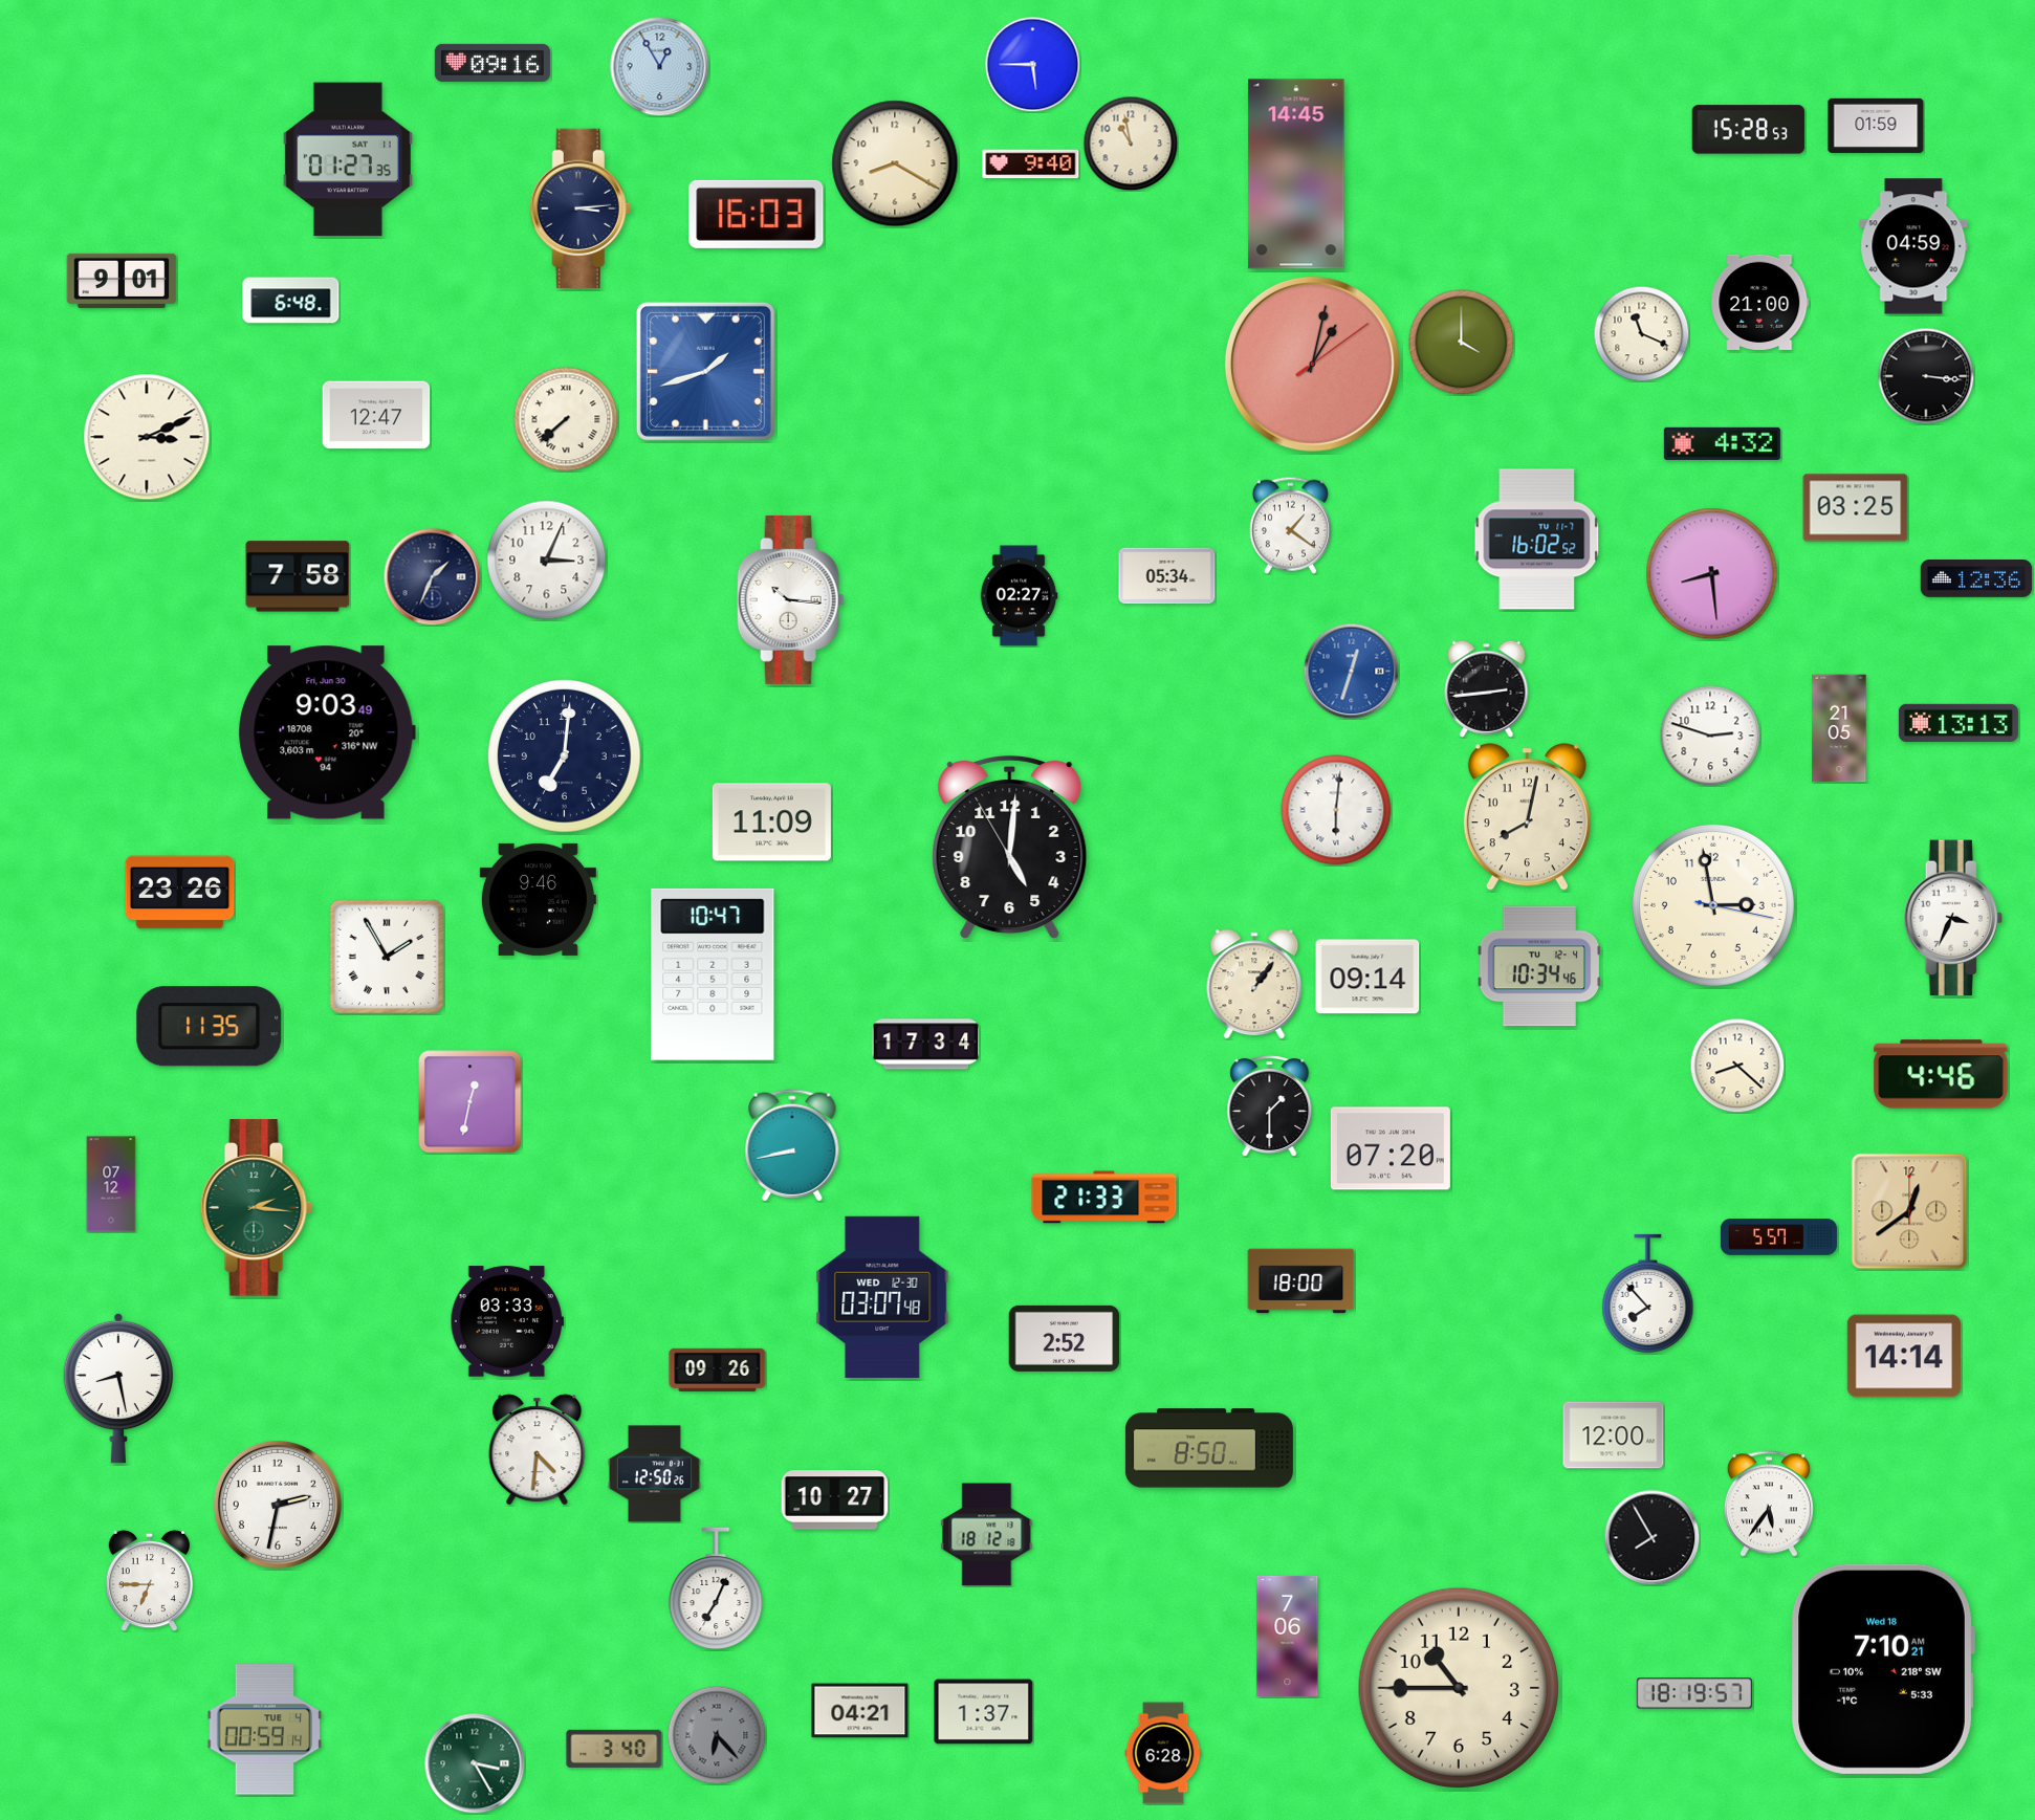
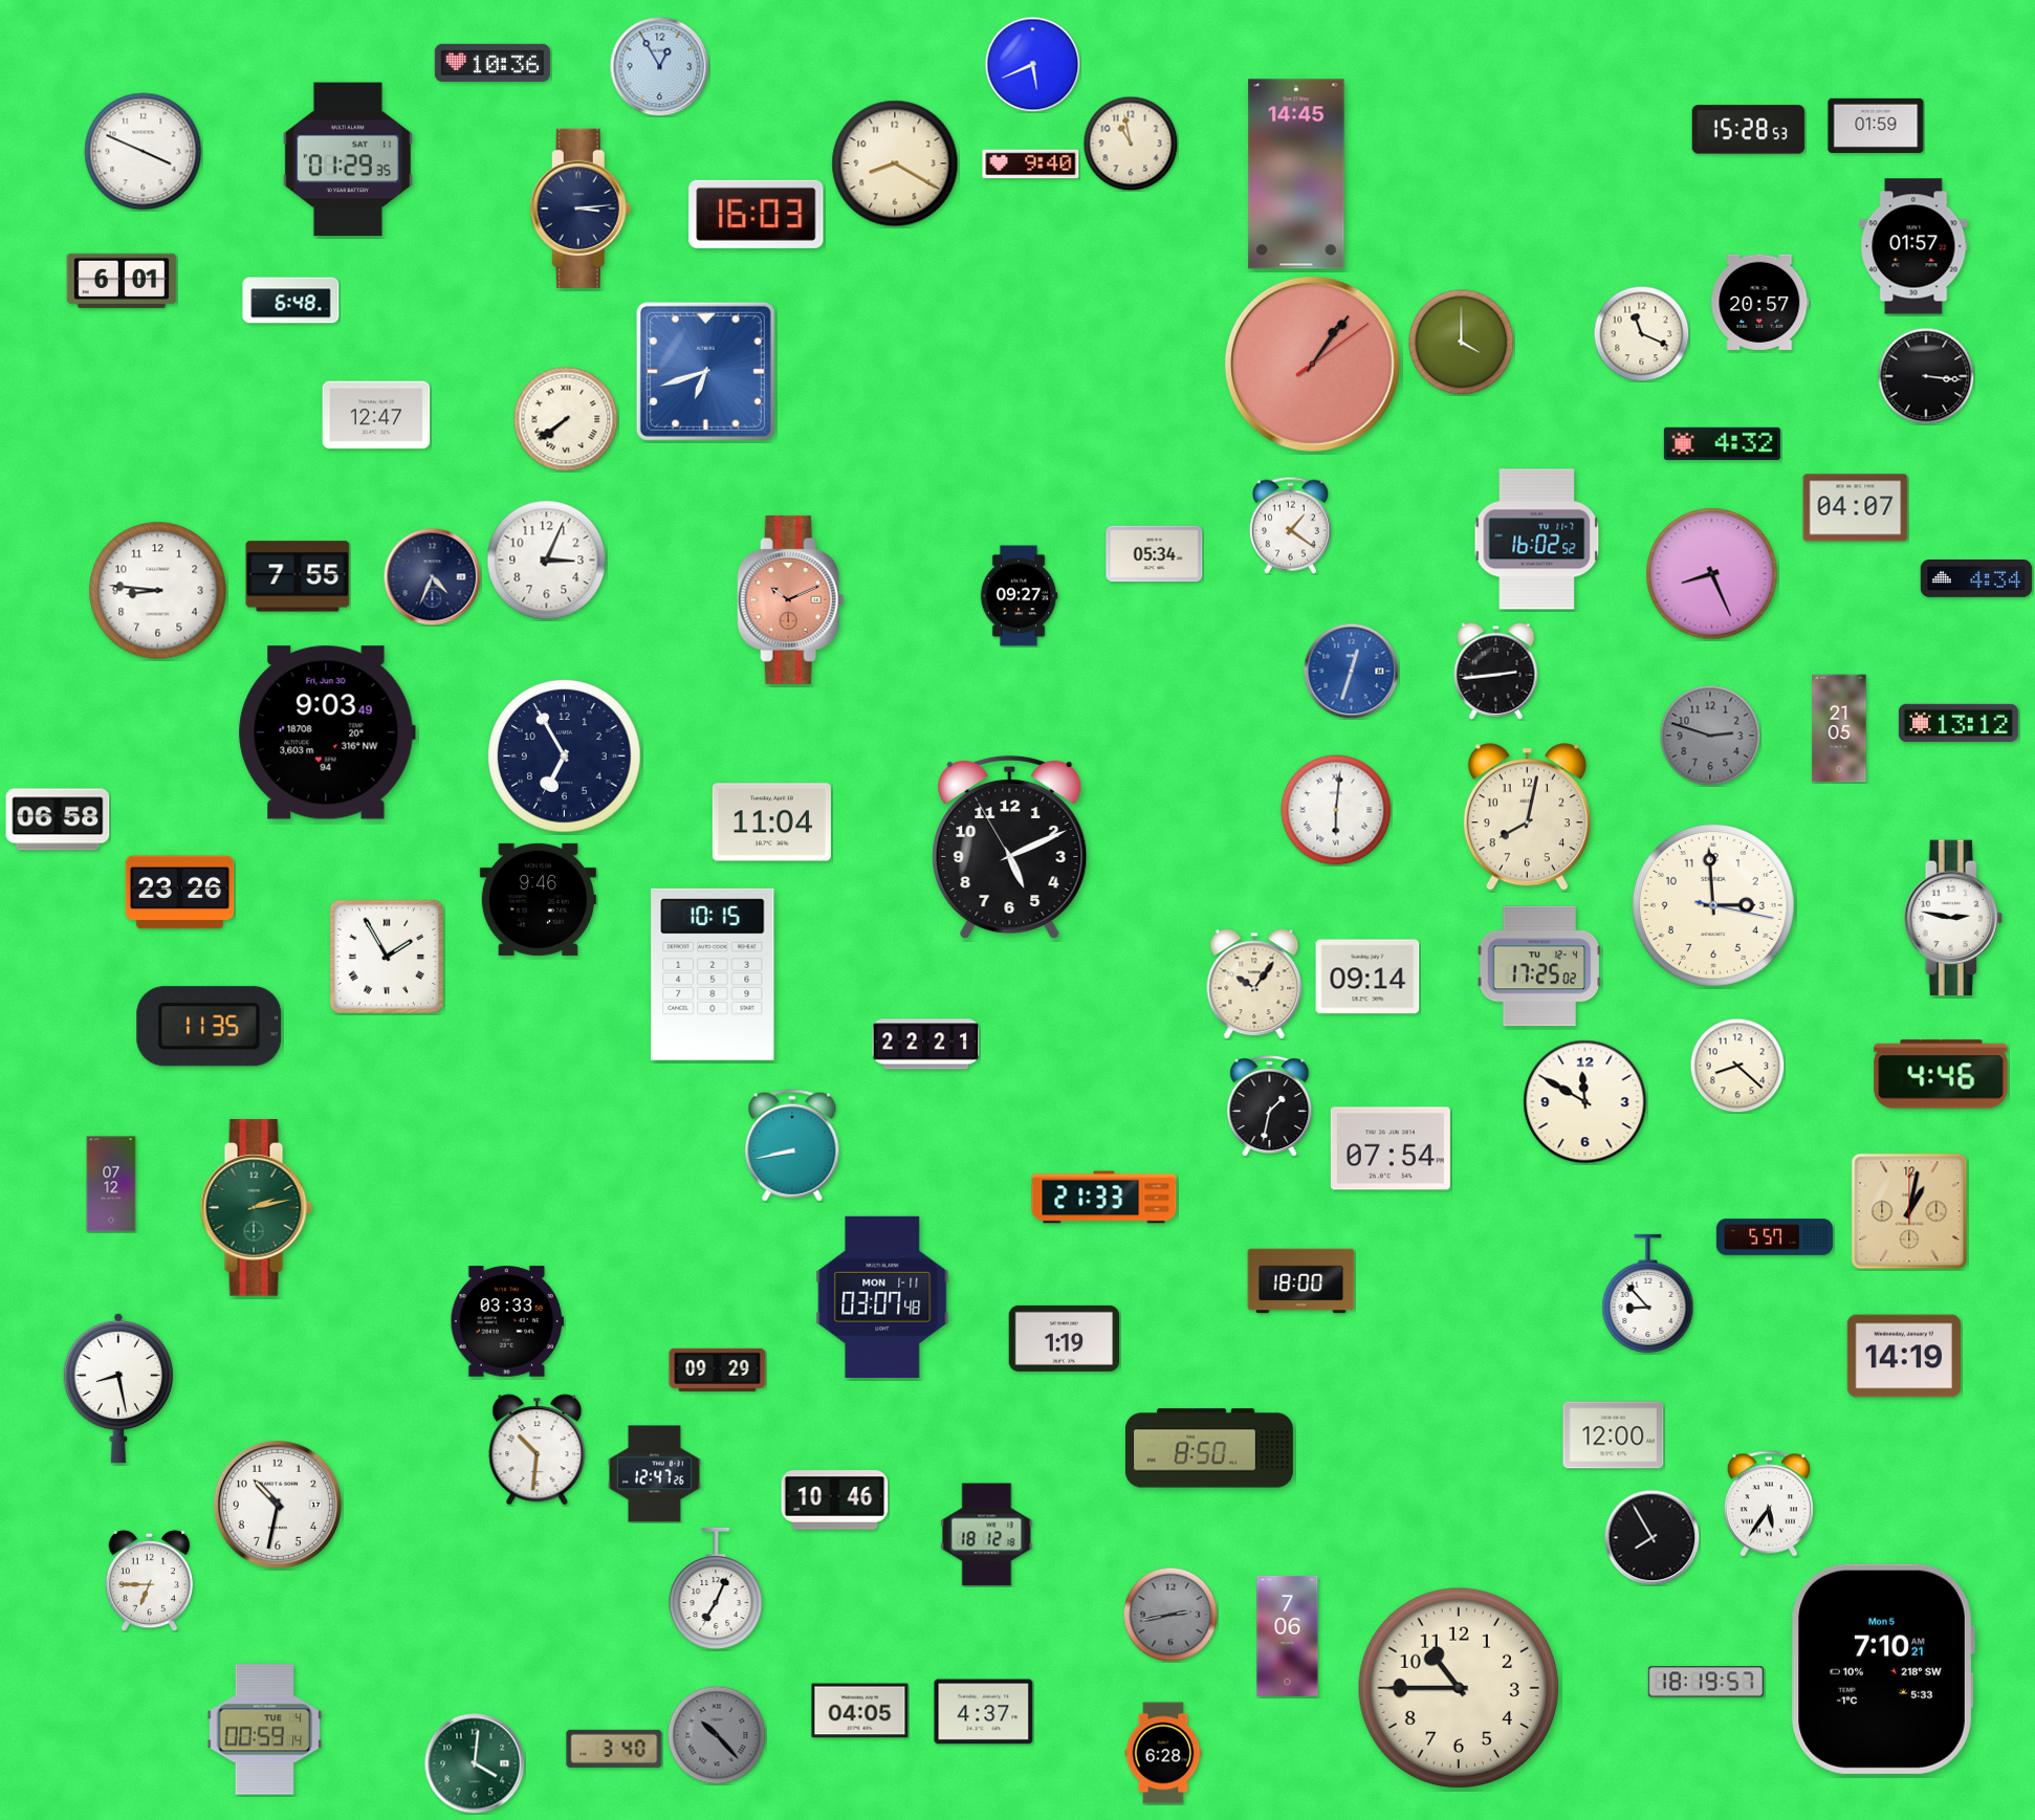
clock at (493, 63): 09:16 -> 10:36
clock at (1032, 64): 5:45 -> 5:41
clock at (144, 152): none -> 3:49
clock at (348, 159): 01:27 -> 01:29
clock at (1913, 246): 04:59 -> 01:57
clock at (122, 281): 9:01 -> 6:01
clock at (1760, 302): 21:00 -> 20:57
clock at (1312, 364): 1:02 -> 1:06
clock at (705, 371): 1:42 -> 6:42
clock at (566, 419): 7:38 -> 7:39
clock at (147, 437): 3:11 -> none
clock at (1856, 508): 03:25 -> 04:07
clock at (1712, 574): 8:29 -> 8:26
clock at (298, 576): 7:58 -> 7:55
clock at (432, 576): 1:34 -> 4:34
clock at (1167, 576) position: (1167, 576) -> (1155, 554)
clock at (1976, 579): 12:36 -> 4:34
clock at (158, 591): none -> 8:46
clock at (1019, 596): 02:27 -> 09:27
clock at (791, 599): 10:16 -> 10:11
clock at (791, 599) dial: white -> salmon
clock at (1487, 688) position: (1487, 688) -> (1496, 671)
clock at (1959, 723): 13:13 -> 13:12
clock at (1710, 736) dial: white -> grey
clock at (565, 756): 7:01 -> 6:55
clock at (58, 819): none -> 06:58
clock at (771, 823): 11:09 -> 11:04
clock at (1010, 847): 5:00 -> 5:10
clock at (1713, 905): 2:58 -> 2:59
clock at (1953, 918): 3:34 -> 2:47
clock at (1539, 966): 10:34 -> 17:25
clock at (713, 974): 10:47 -> 10:15
clock at (1254, 984): 1:06 -> 10:06
clock at (926, 1045): 17:34 -> 22:21
clock at (471, 1102): 12:32 -> none
clock at (1585, 1102): none -> 11:50
clock at (1270, 1106): 1:30 -> 1:32
clock at (1391, 1148): 07:20 -> 07:54
clock at (256, 1208): 2:16 -> 2:13
clock at (1909, 1211): 12:39 -> 1:02
clock at (1778, 1237) position: (1778, 1237) -> (1774, 1237)
clock at (1648, 1293): 7:53 -> 8:53
clock at (882, 1297) date: WED 12-30 -> MON 1-11
clock at (1065, 1338): 2:52 -> 1:19
clock at (1904, 1356): 14:14 -> 14:19
clock at (718, 1369): 09:26 -> 09:29
clock at (538, 1450): 4:31 -> 10:31
clock at (655, 1474): 12:50 -> 12:47
clock at (835, 1500): 10:27 -> 10:46
clock at (278, 1505): 2:32 -> 10:32
clock at (1170, 1615): none -> 2:43
clock at (1883, 1669) date: Wed 18 -> Mon 5
clock at (1694, 1693) position: (1694, 1693) -> (1706, 1682)
clock at (860, 1711): 04:21 -> 04:05
clock at (984, 1712): 1:37 -> 4:37
clock at (717, 1735): 6:23 -> 10:23
clock at (475, 1763): 3:25 -> 4:01
